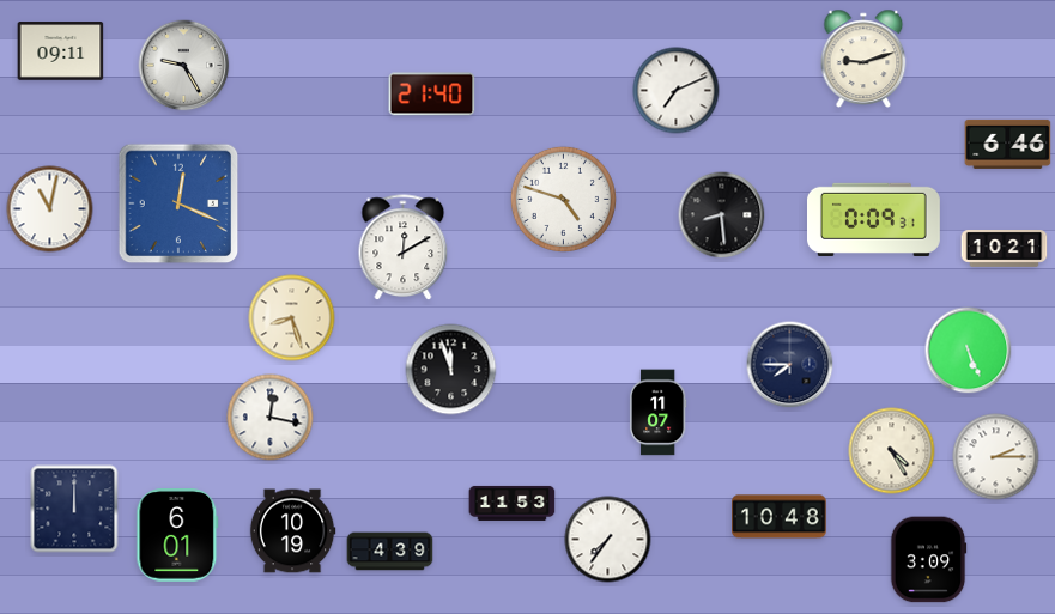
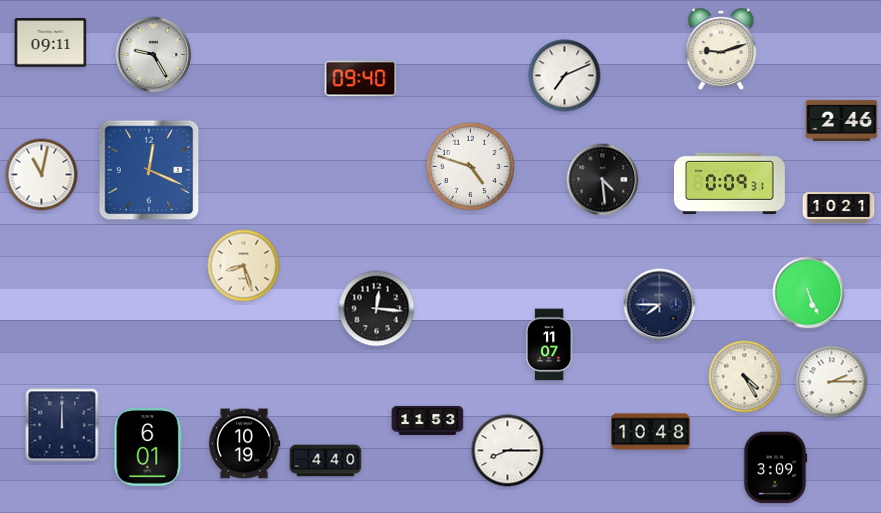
clock at (432, 95): 21:40 -> 09:40
clock at (1008, 144): 6:46 -> 2:46
clock at (722, 215): 8:29 -> 4:29
clock at (404, 248): 12:10 -> none
clock at (451, 370): 11:57 -> 12:16
clock at (271, 418): 12:17 -> none
clock at (608, 540): 7:36 -> 8:15
clock at (390, 552): 4:39 -> 4:40
